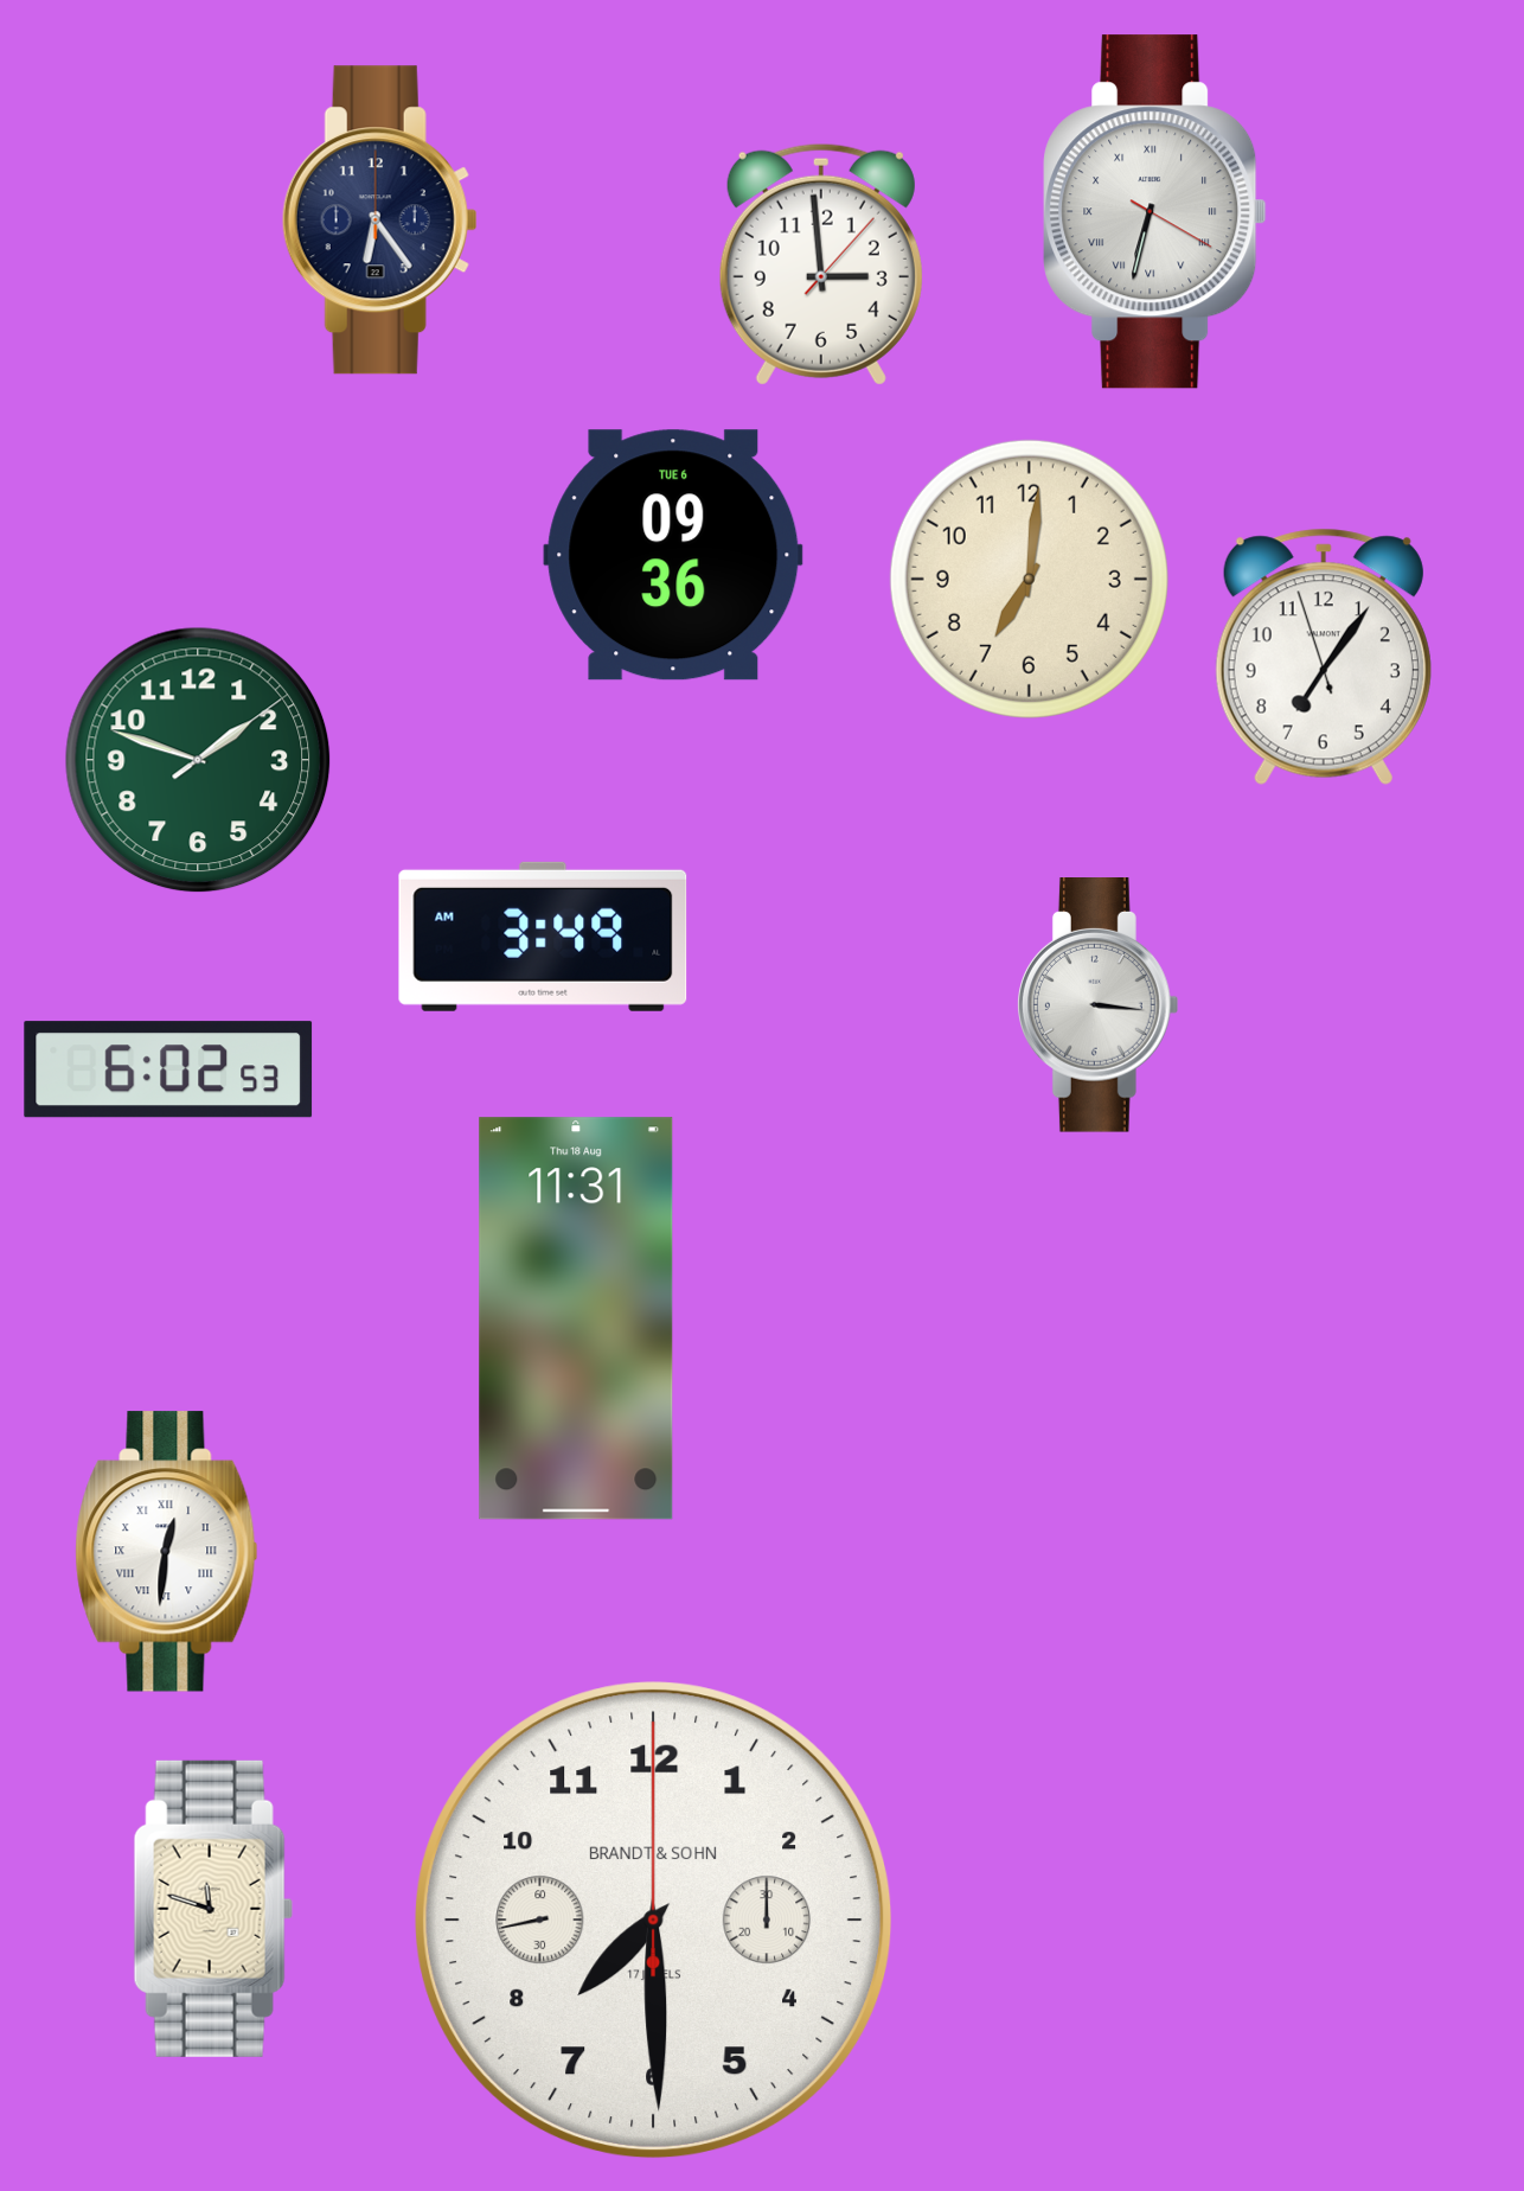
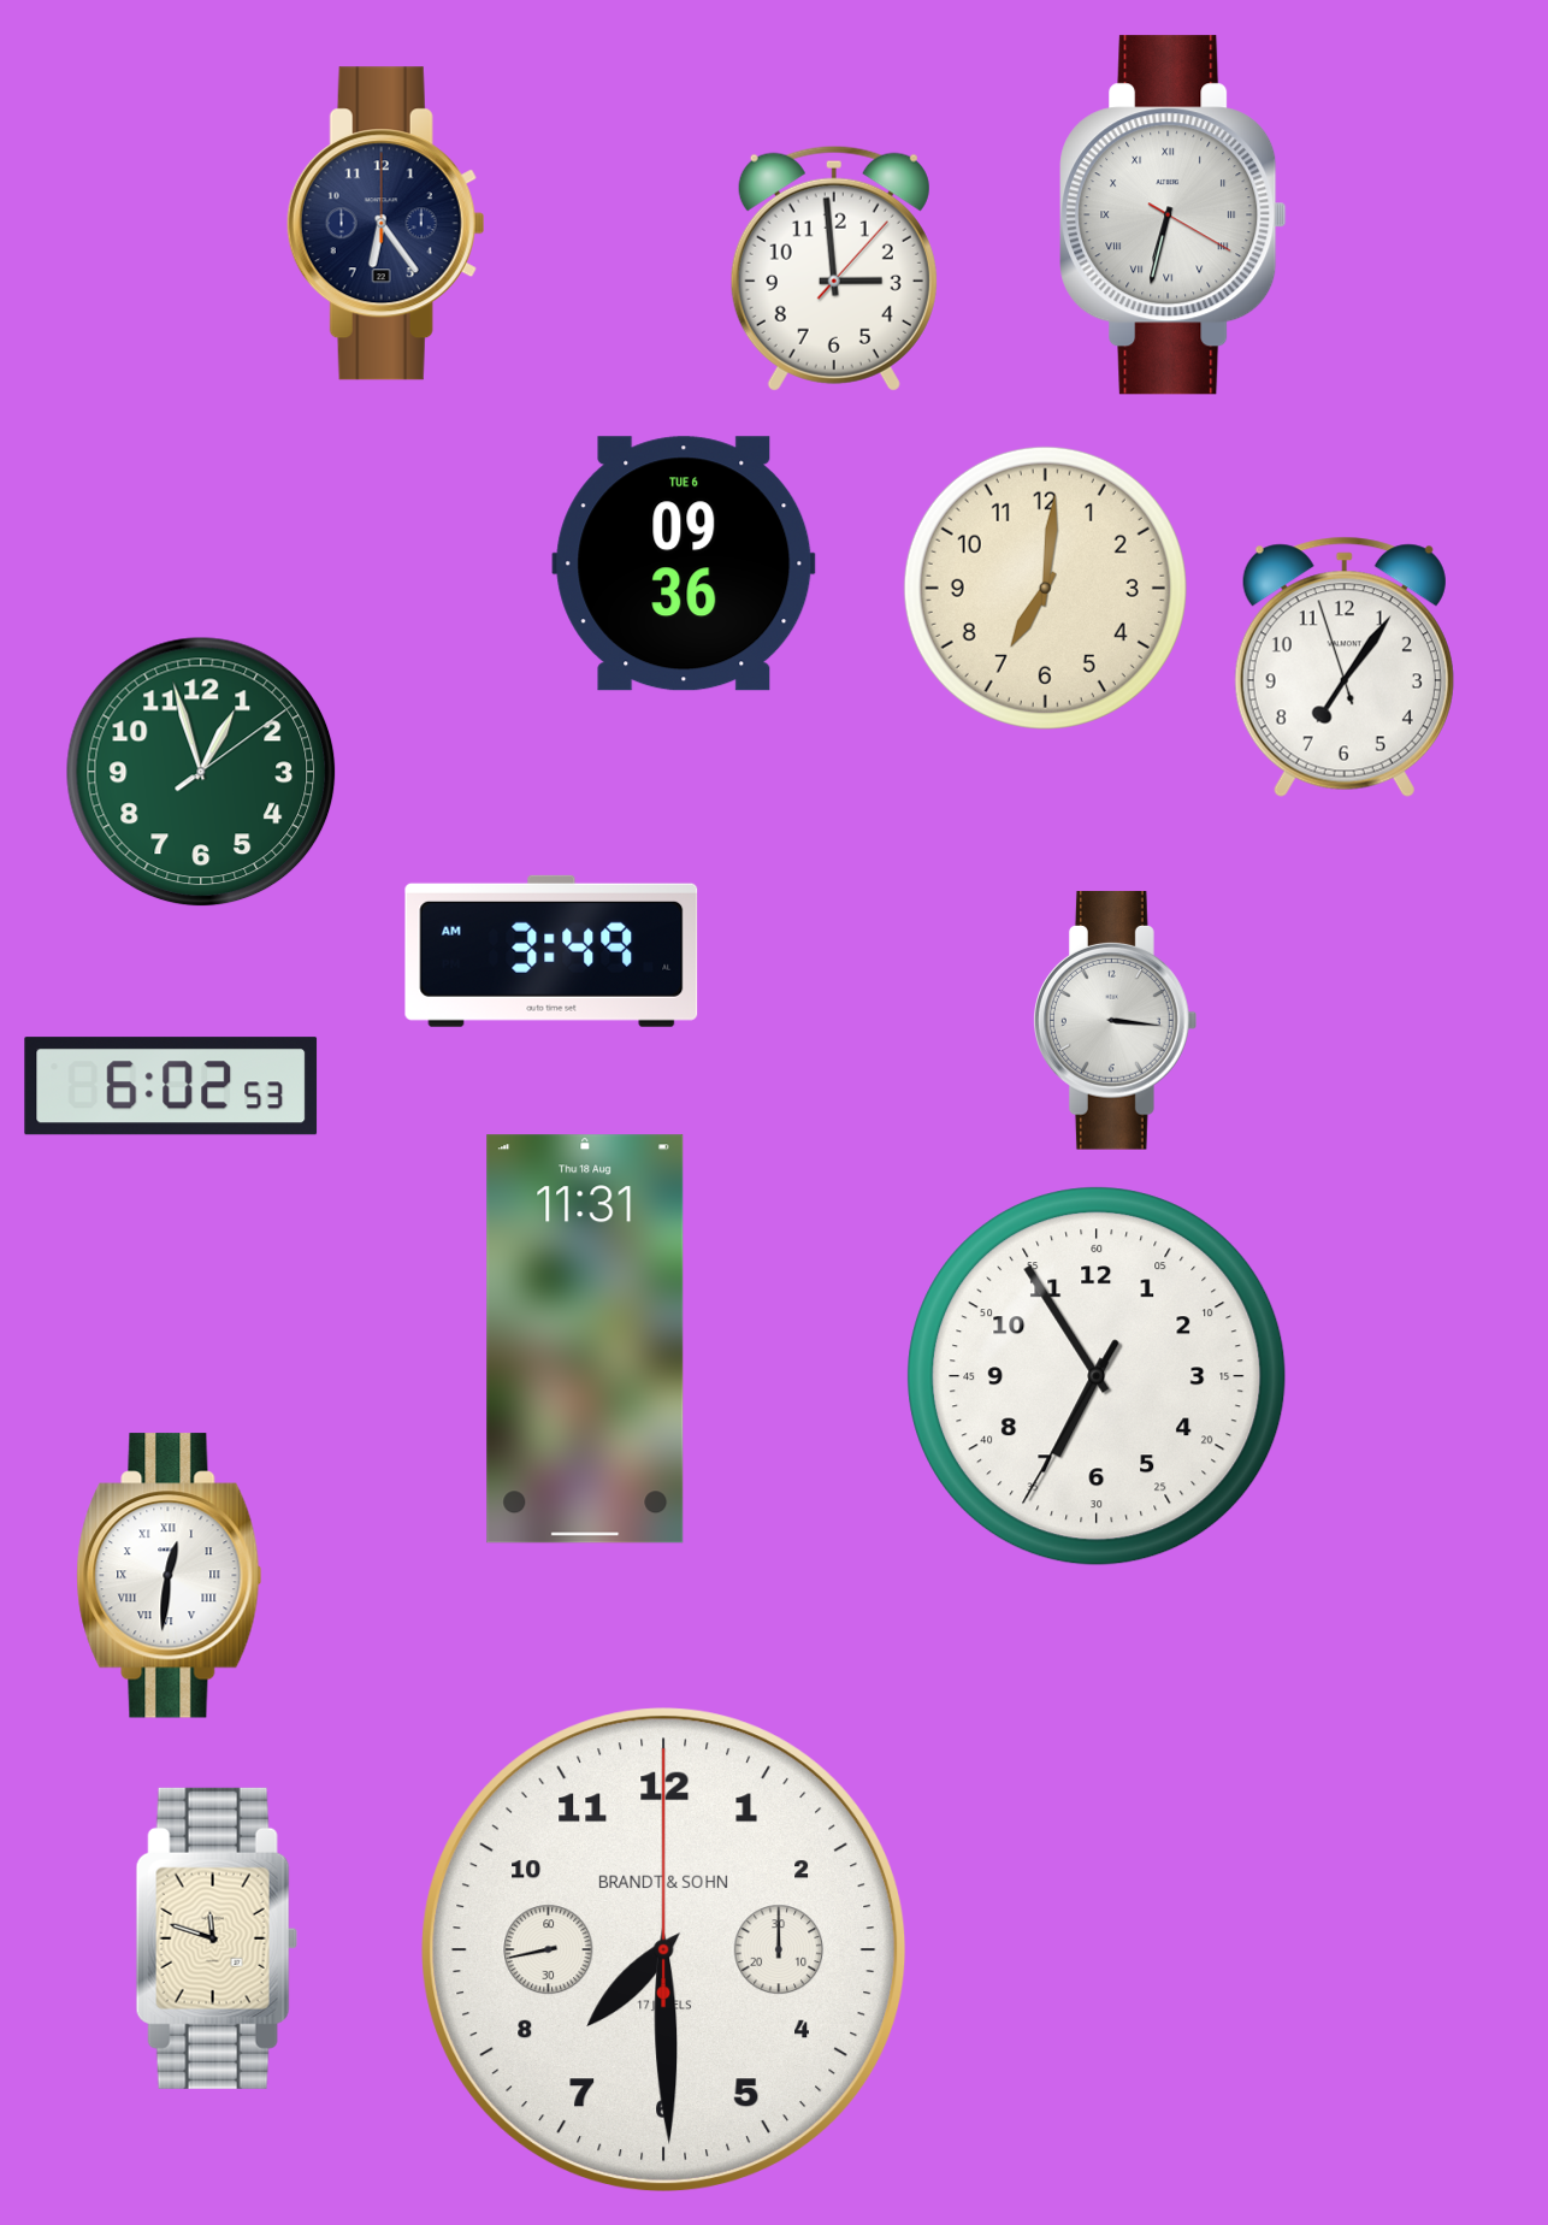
clock at (198, 760): 1:48 -> 12:57
clock at (1097, 1376): none -> 6:54
